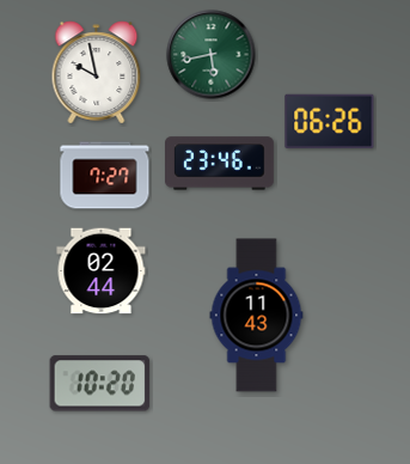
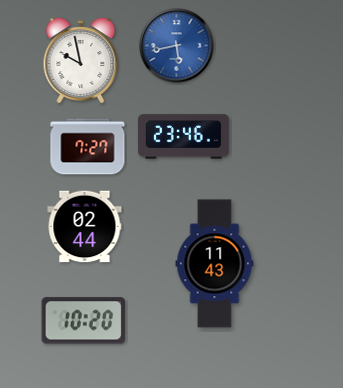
clock at (212, 55) dial: green -> blue
clock at (330, 121): 06:26 -> none
